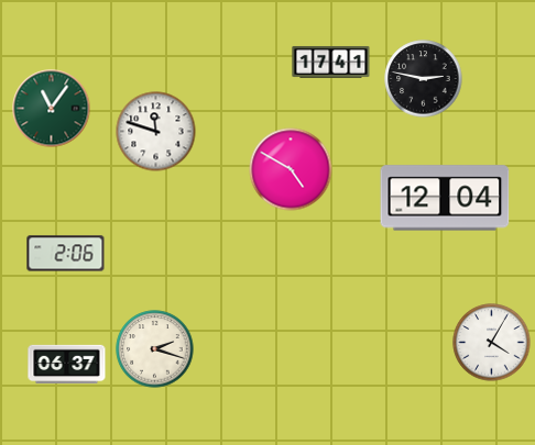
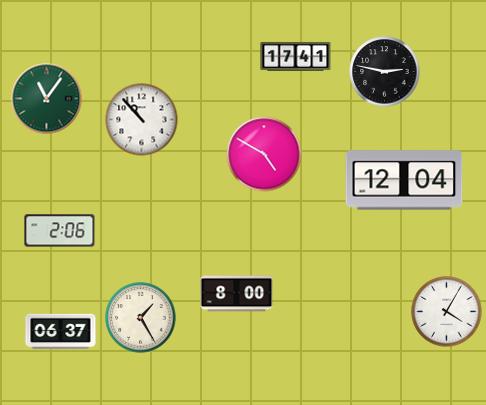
clock at (331, 62) position: (331, 62) -> (296, 56)
clock at (156, 132): 11:48 -> 10:53
clock at (237, 294): none -> 8:00
clock at (155, 349): 2:18 -> 1:25
